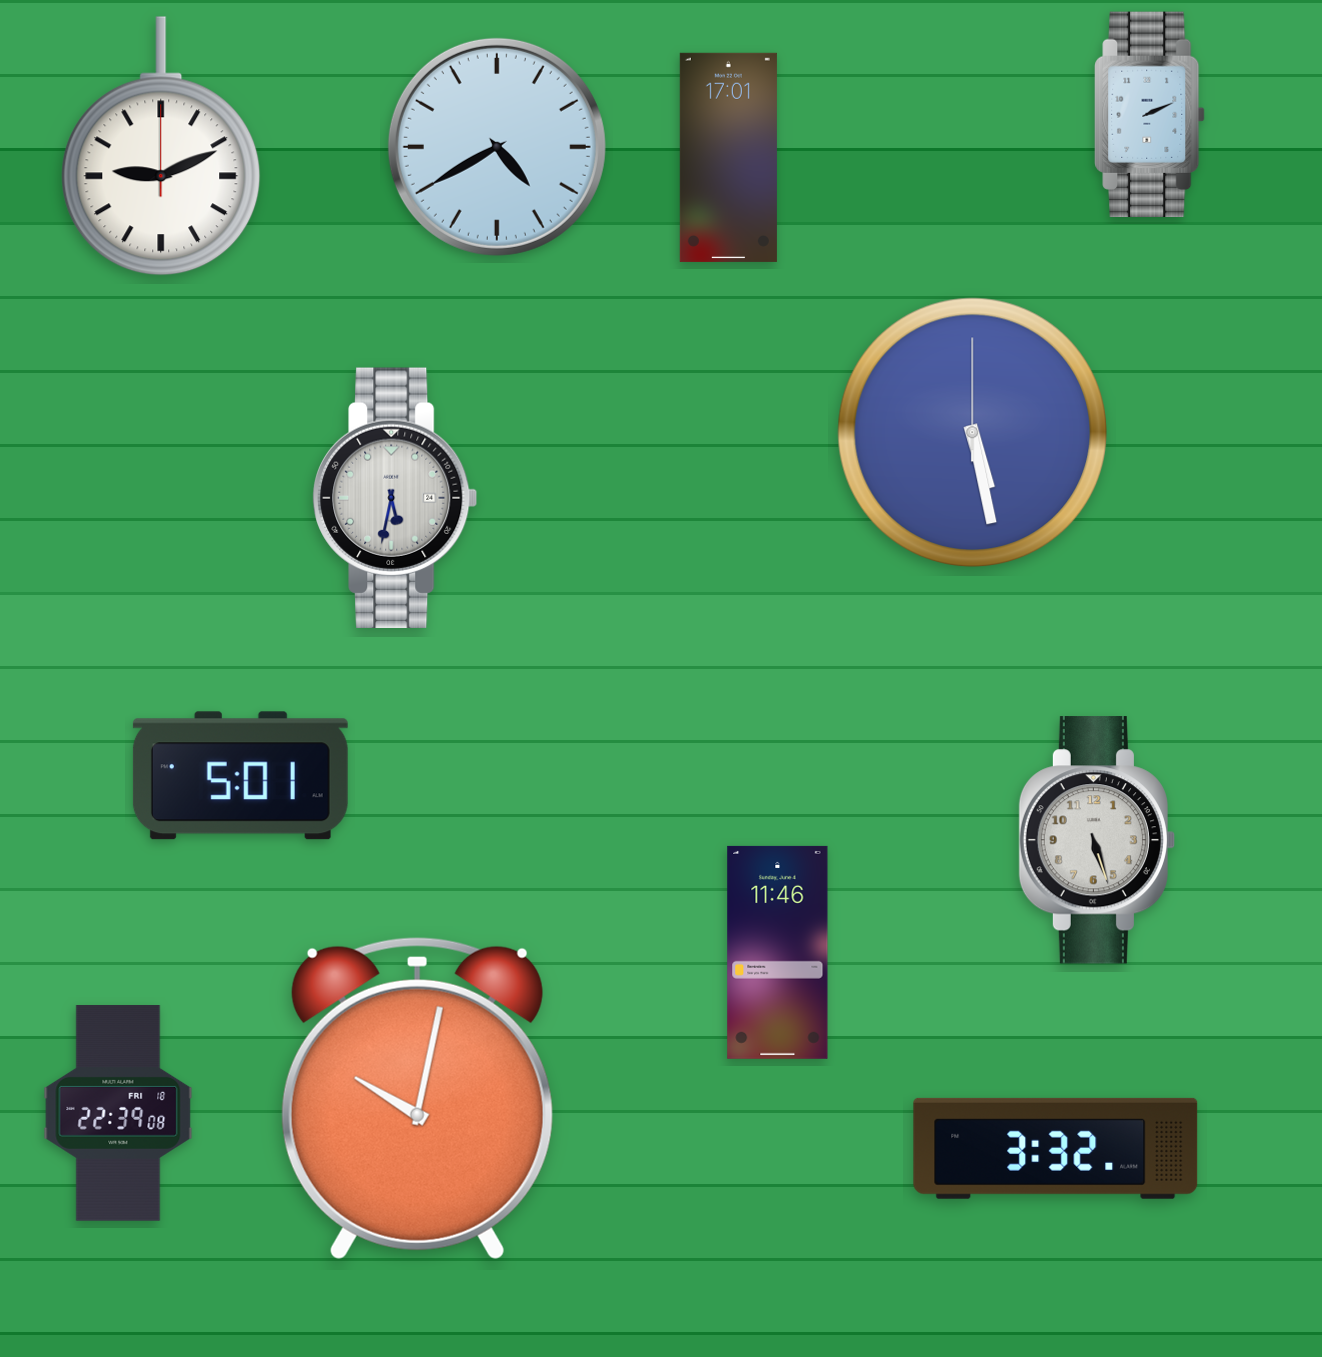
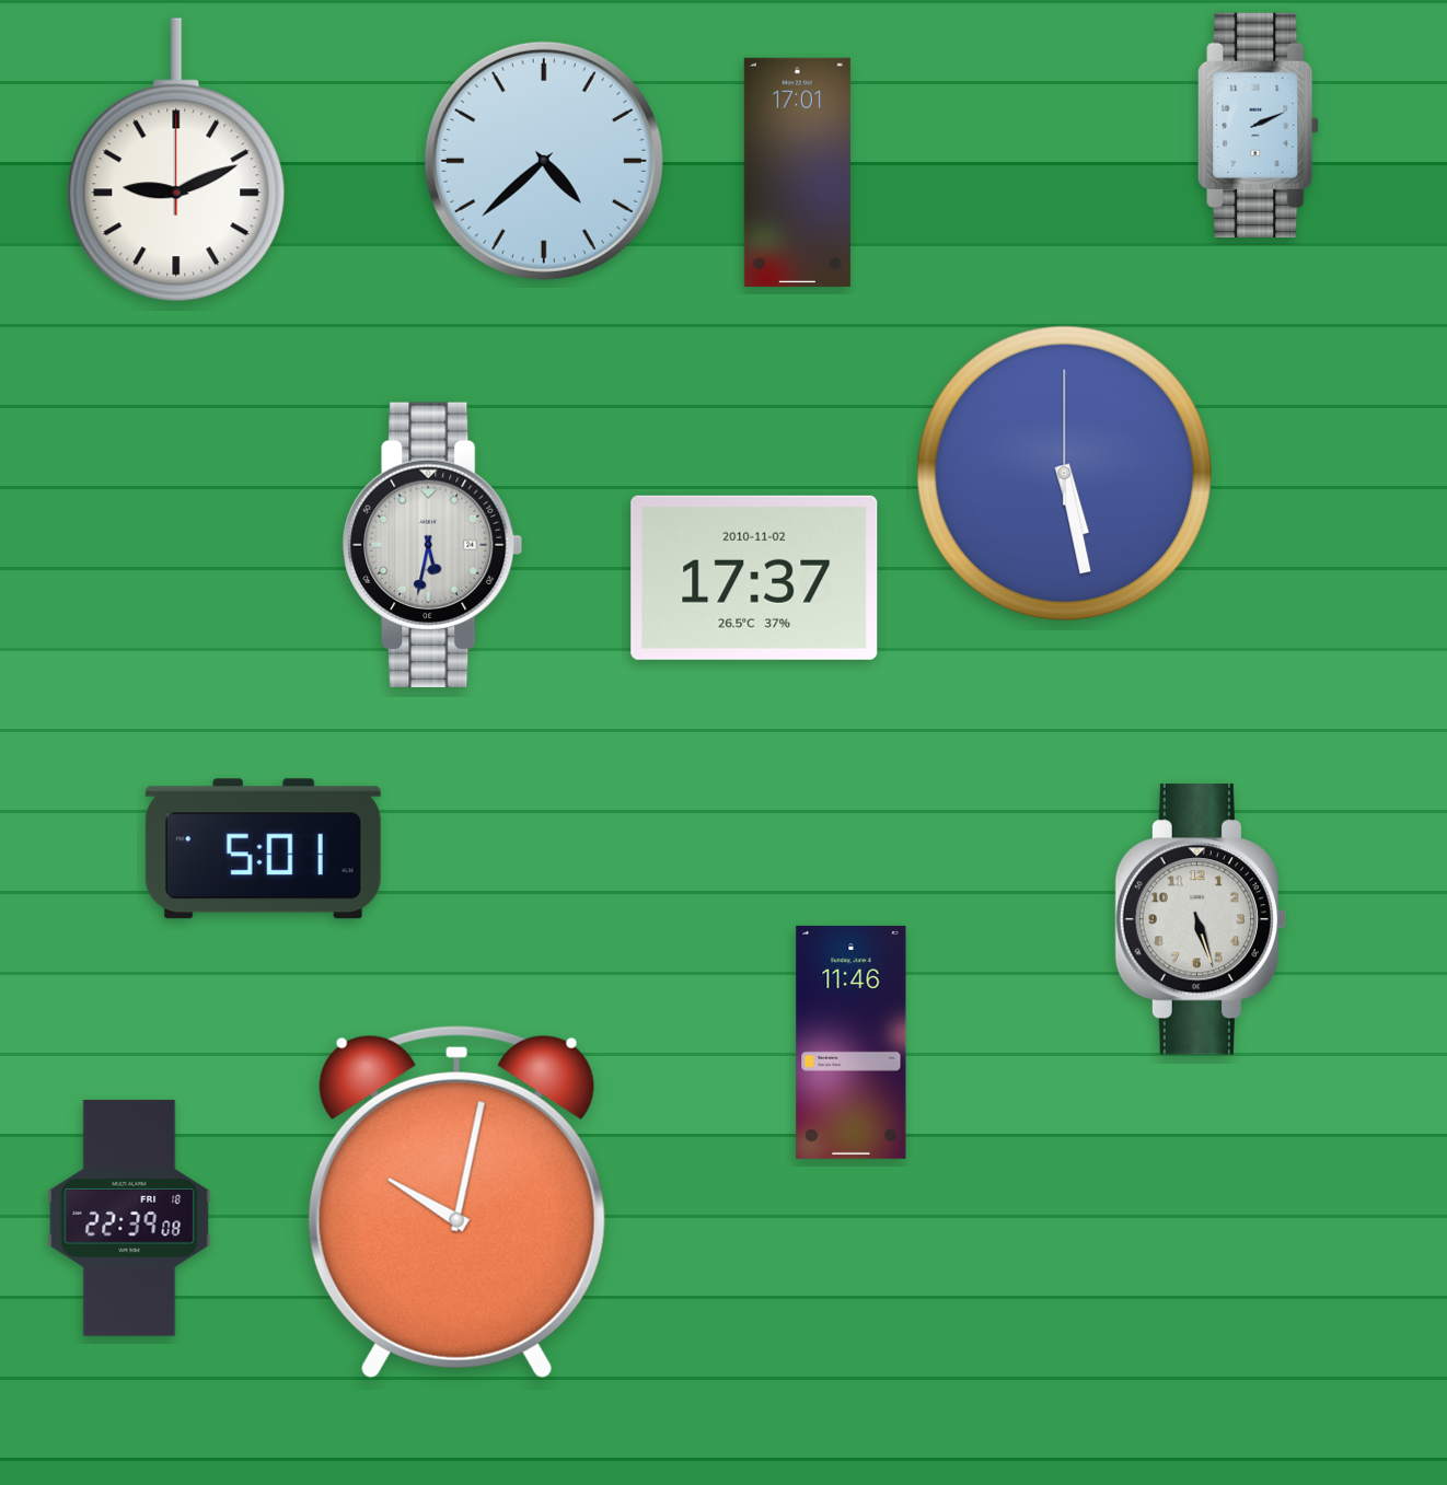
clock at (497, 147): 4:40 -> 4:38
clock at (754, 578): none -> 17:37
clock at (1056, 1148): 3:32 -> none
